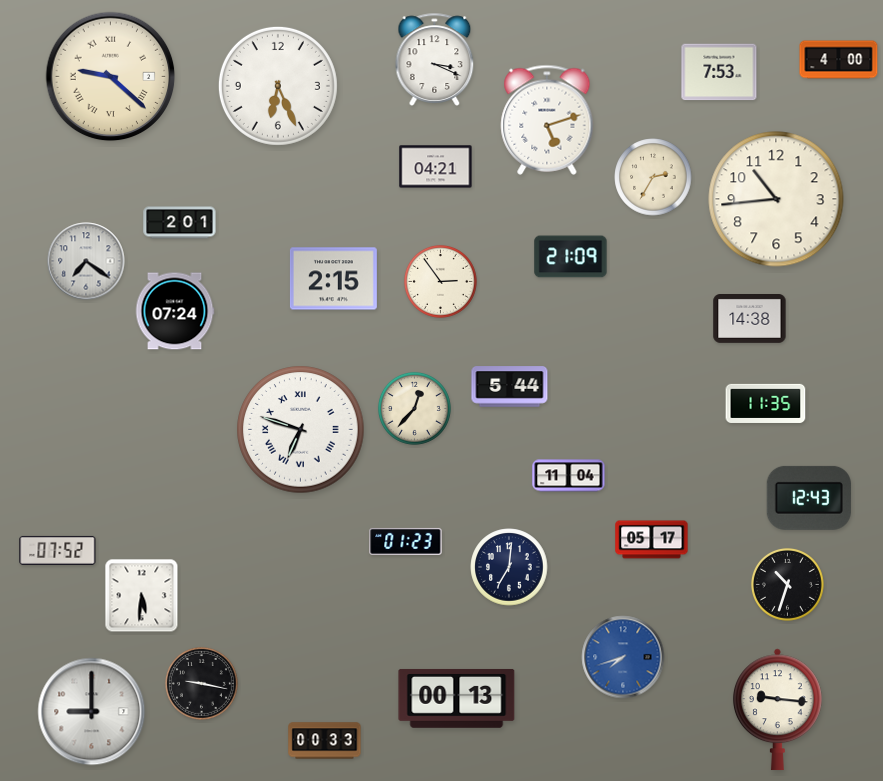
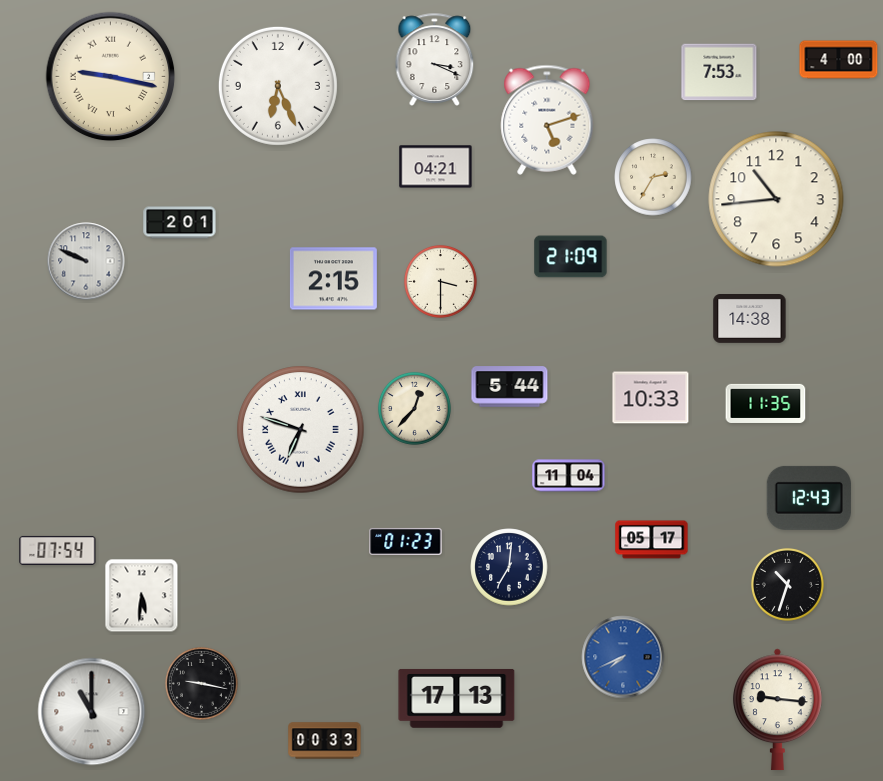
clock at (111, 77): 9:22 -> 9:17
clock at (86, 261): 7:21 -> 9:49
clock at (440, 281): 2:54 -> 3:30
clock at (175, 311): 07:24 -> none
clock at (651, 398): none -> 10:33
clock at (58, 550): 07:52 -> 07:54
clock at (623, 657): 7:42 -> 7:41
clock at (457, 698): 00:13 -> 17:13
clock at (92, 712): 9:00 -> 11:00
